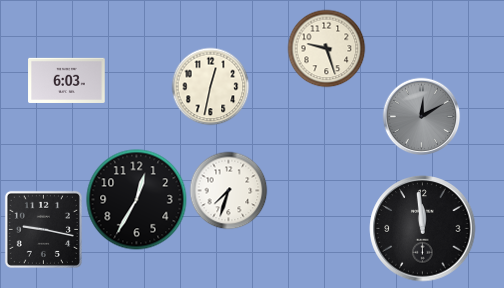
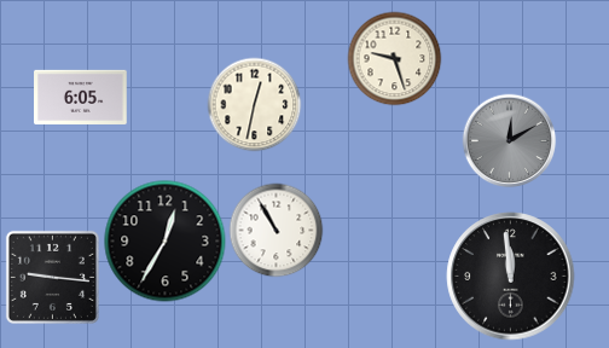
clock at (67, 80): 6:03 -> 6:05
clock at (228, 190): 7:33 -> 10:55
clock at (43, 229): 9:17 -> 9:16
